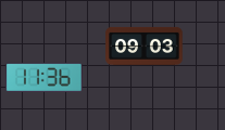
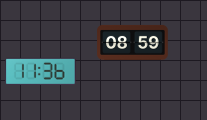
clock at (145, 45): 09:03 -> 08:59
